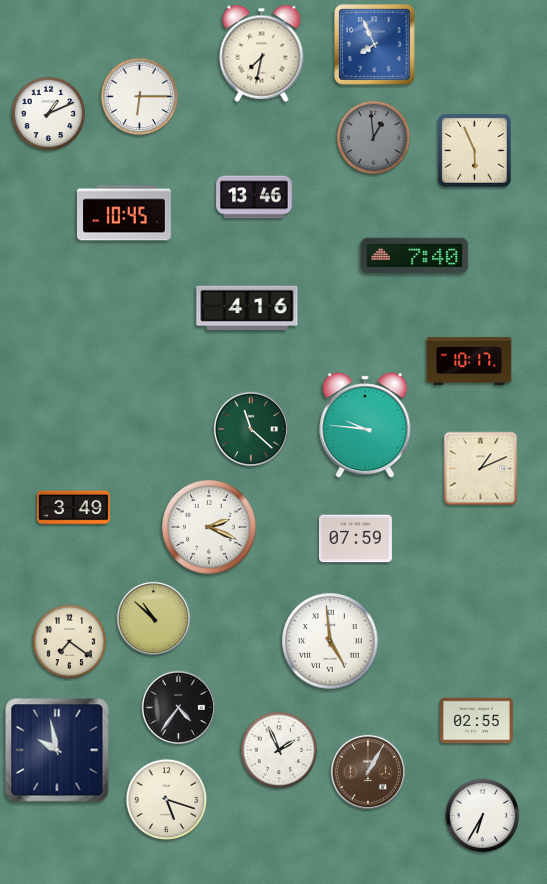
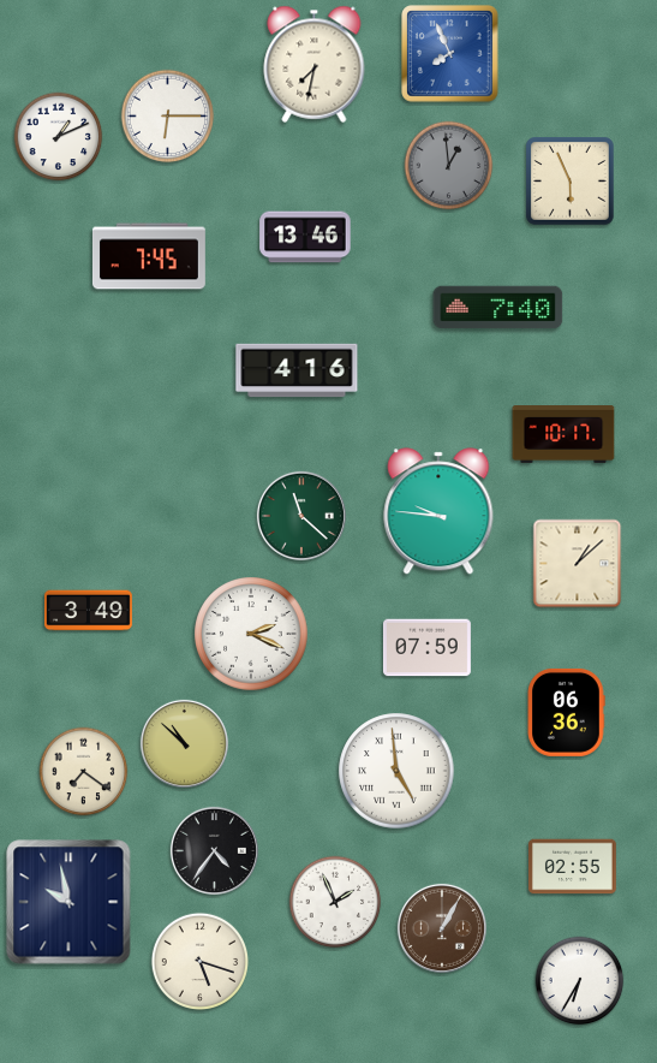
clock at (124, 213): 10:45 -> 7:45
clock at (481, 469): 1:11 -> 1:08
clock at (566, 712): none -> 06:36
